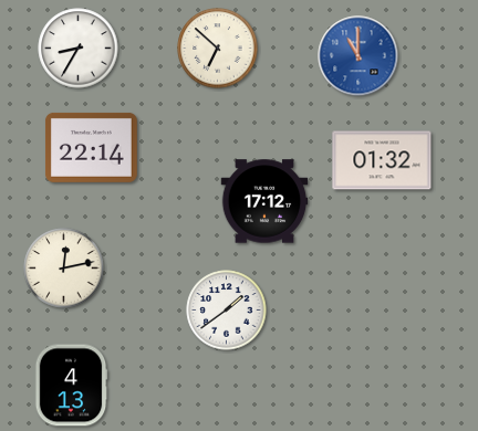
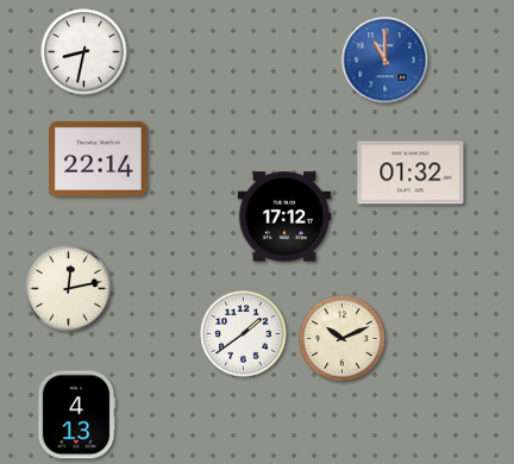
clock at (79, 49): 8:35 -> 8:32
clock at (218, 49): 6:52 -> none
clock at (343, 339): none -> 10:11
